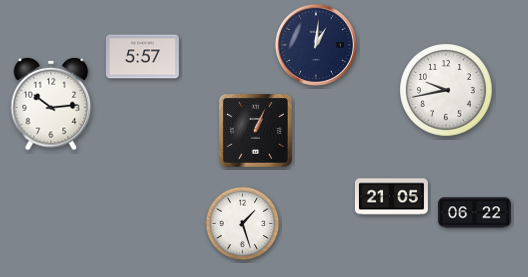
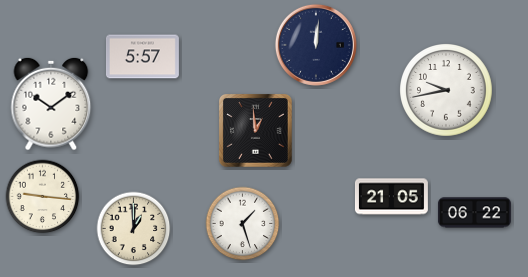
clock at (316, 45): 1:01 -> 12:01
clock at (51, 104): 10:14 -> 10:09
clock at (256, 131): 1:04 -> 12:59
clock at (43, 197): none -> 9:16
clock at (134, 229): none -> 1:00
